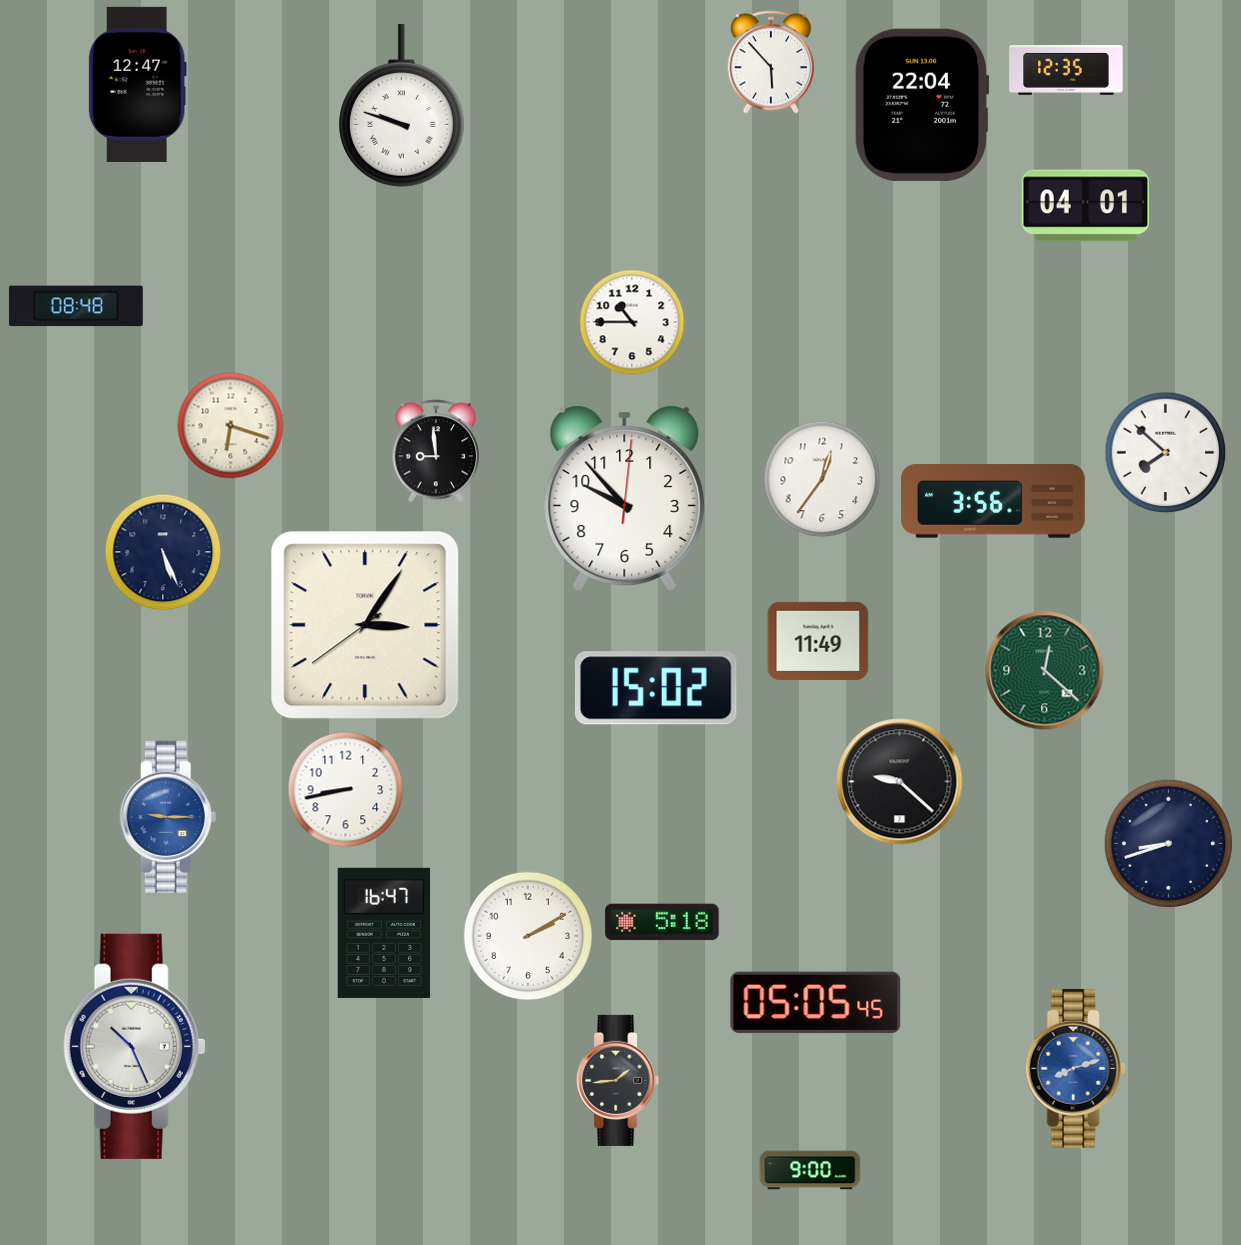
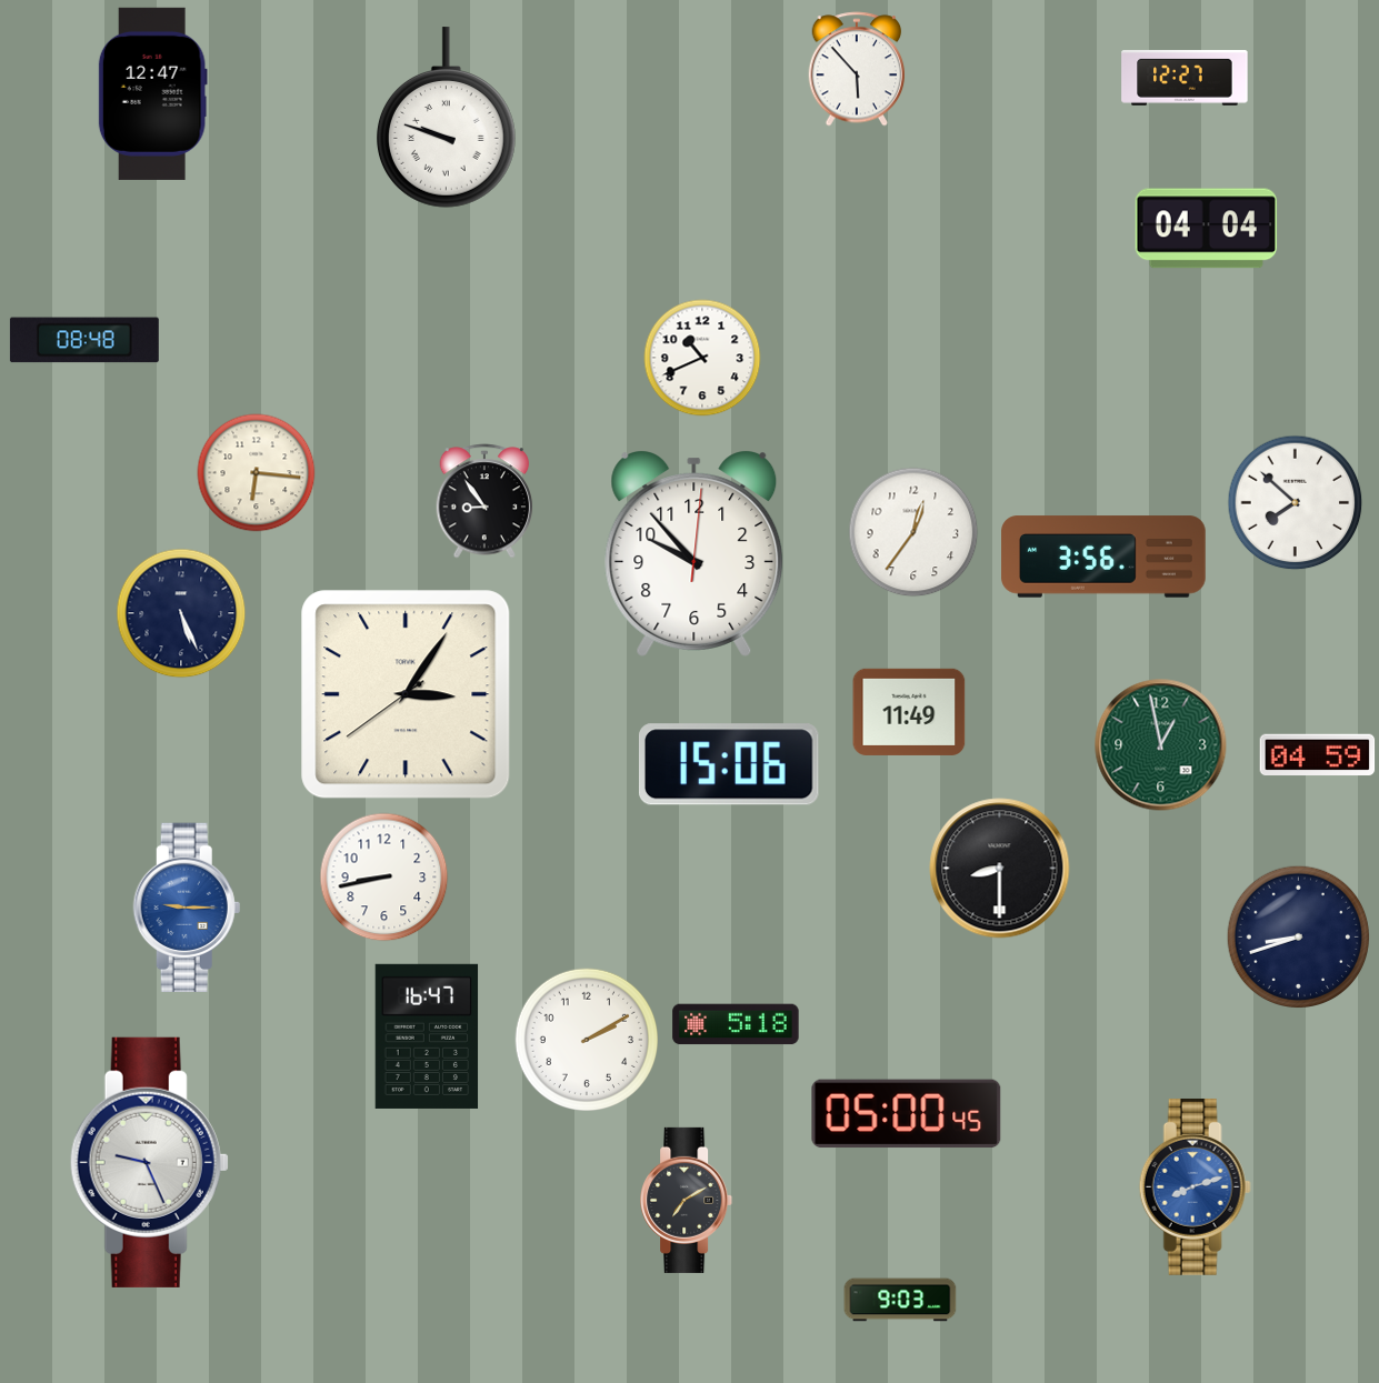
clock at (1066, 71): 12:35 -> 12:27
clock at (922, 105): 22:04 -> none
clock at (1086, 206): 04:01 -> 04:04
clock at (632, 322): 10:45 -> 10:41
clock at (231, 426): 6:18 -> 6:16
clock at (436, 451): 8:59 -> 8:54
clock at (1045, 671): 12:22 -> 12:58
clock at (1318, 755): none -> 04:59
clock at (656, 688): 15:02 -> 15:06
clock at (900, 782): 9:22 -> 8:30
clock at (816, 1003): 05:05 -> 05:00
clock at (134, 1046): 10:26 -> 9:26
clock at (618, 1080): 1:44 -> 7:10
clock at (810, 1170): 9:00 -> 9:03
